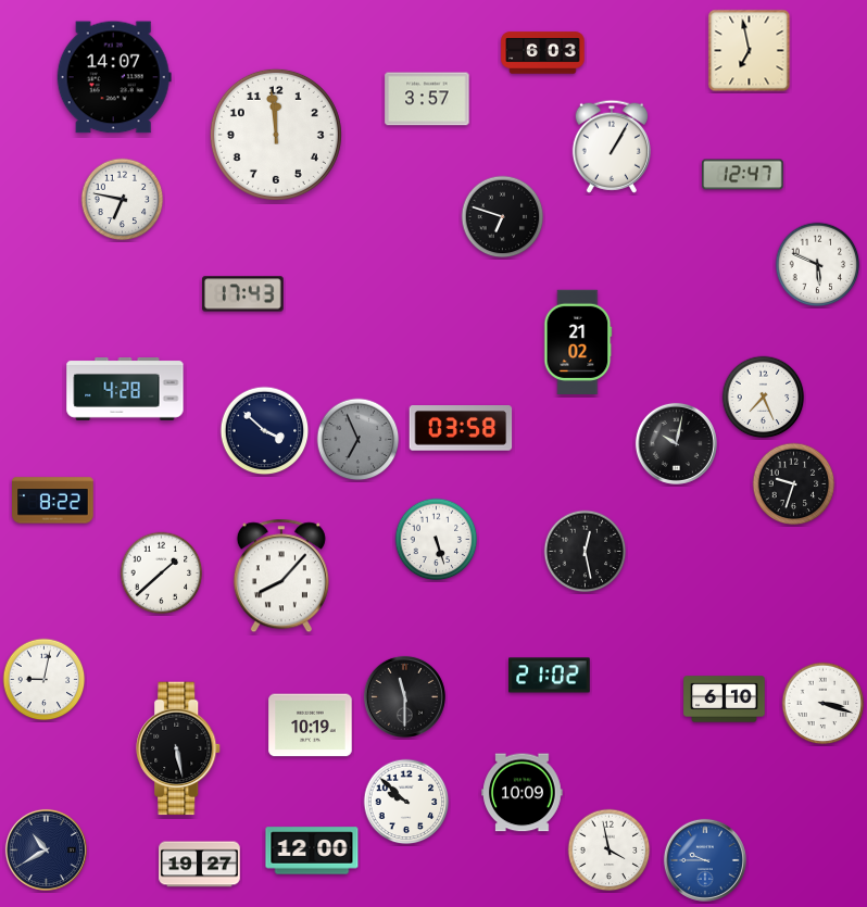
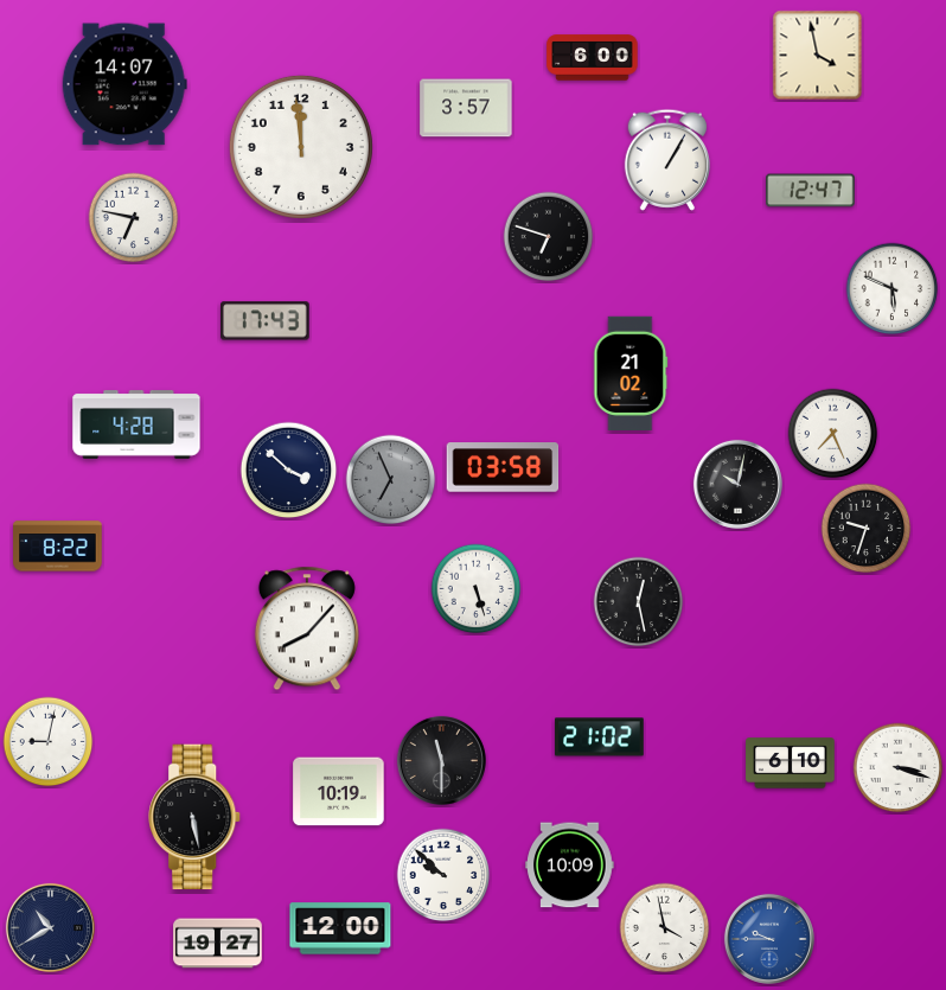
clock at (750, 51): 6:58 -> 3:58
clock at (543, 53): 6:03 -> 6:00
clock at (162, 574): 1:38 -> none
